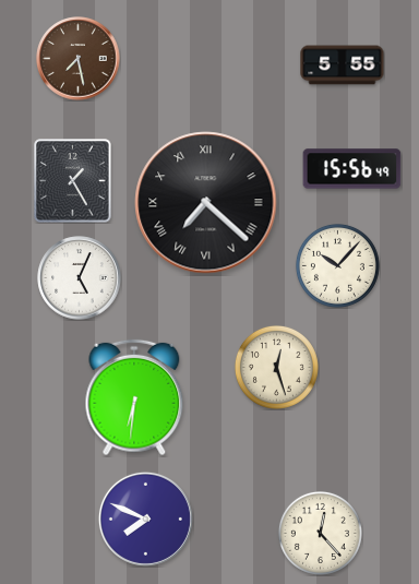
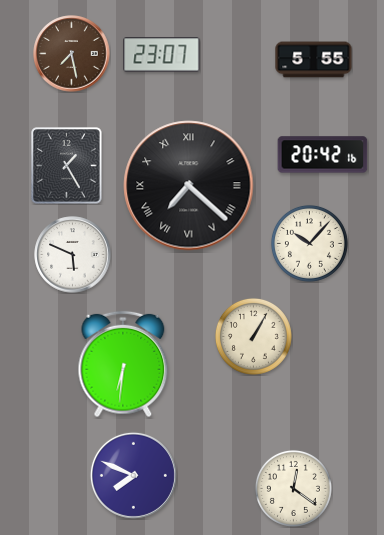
clock at (162, 55): none -> 23:07
clock at (352, 169): 15:56 -> 20:42
clock at (80, 278): 5:04 -> 5:49
clock at (276, 367): 12:27 -> 1:05
clock at (320, 533): 12:23 -> 12:21
